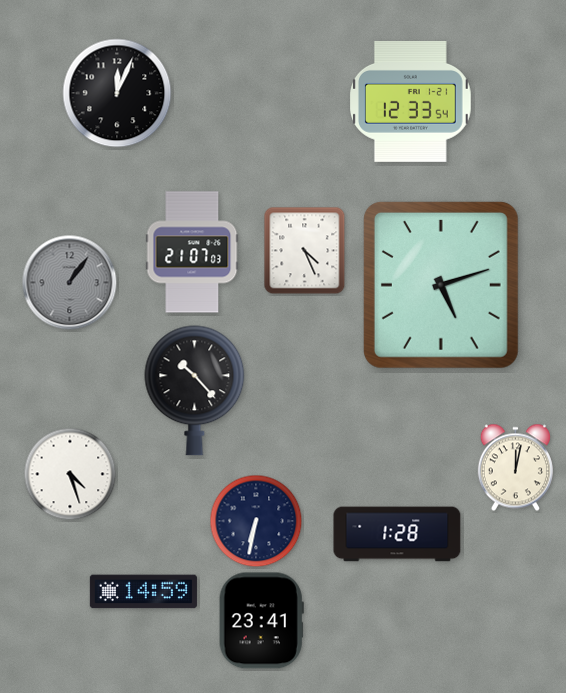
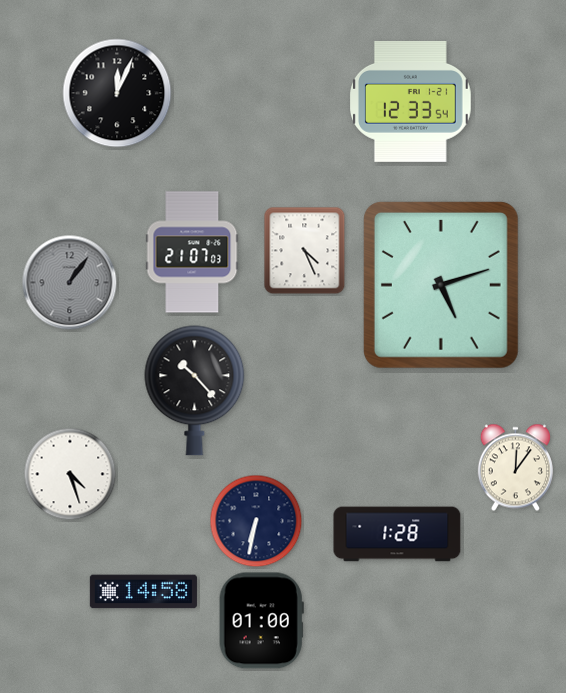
clock at (515, 468): 12:02 -> 12:06
clock at (143, 592): 14:59 -> 14:58
clock at (261, 621): 23:41 -> 01:00
